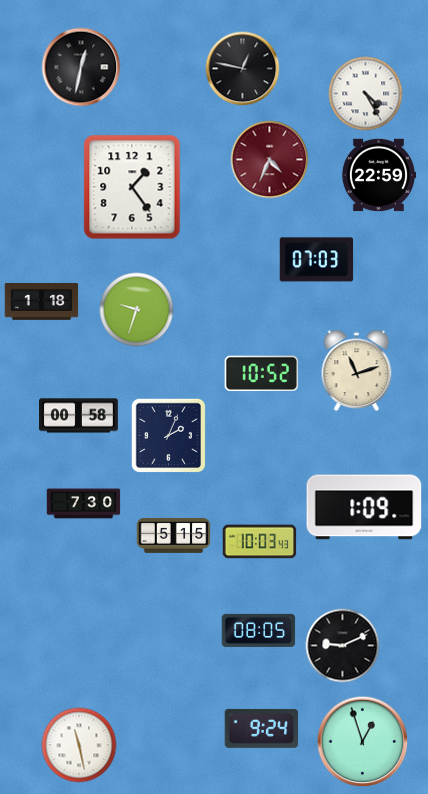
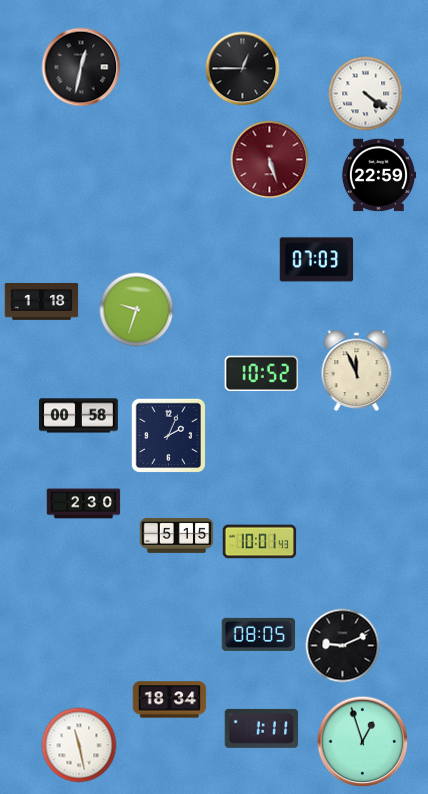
clock at (243, 69): 12:47 -> 12:45
clock at (366, 94): 4:25 -> 4:21
clock at (270, 160): 4:34 -> 5:27
clock at (132, 187): 1:24 -> none
clock at (357, 371): 11:12 -> 11:56
clock at (84, 504): 7:30 -> 2:30
clock at (364, 507): 1:09 -> none
clock at (174, 536) position: (174, 536) -> (177, 536)
clock at (260, 542): 10:03 -> 10:01
clock at (259, 630) position: (259, 630) -> (259, 634)
clock at (170, 700): none -> 18:34
clock at (262, 728): 9:24 -> 1:11
